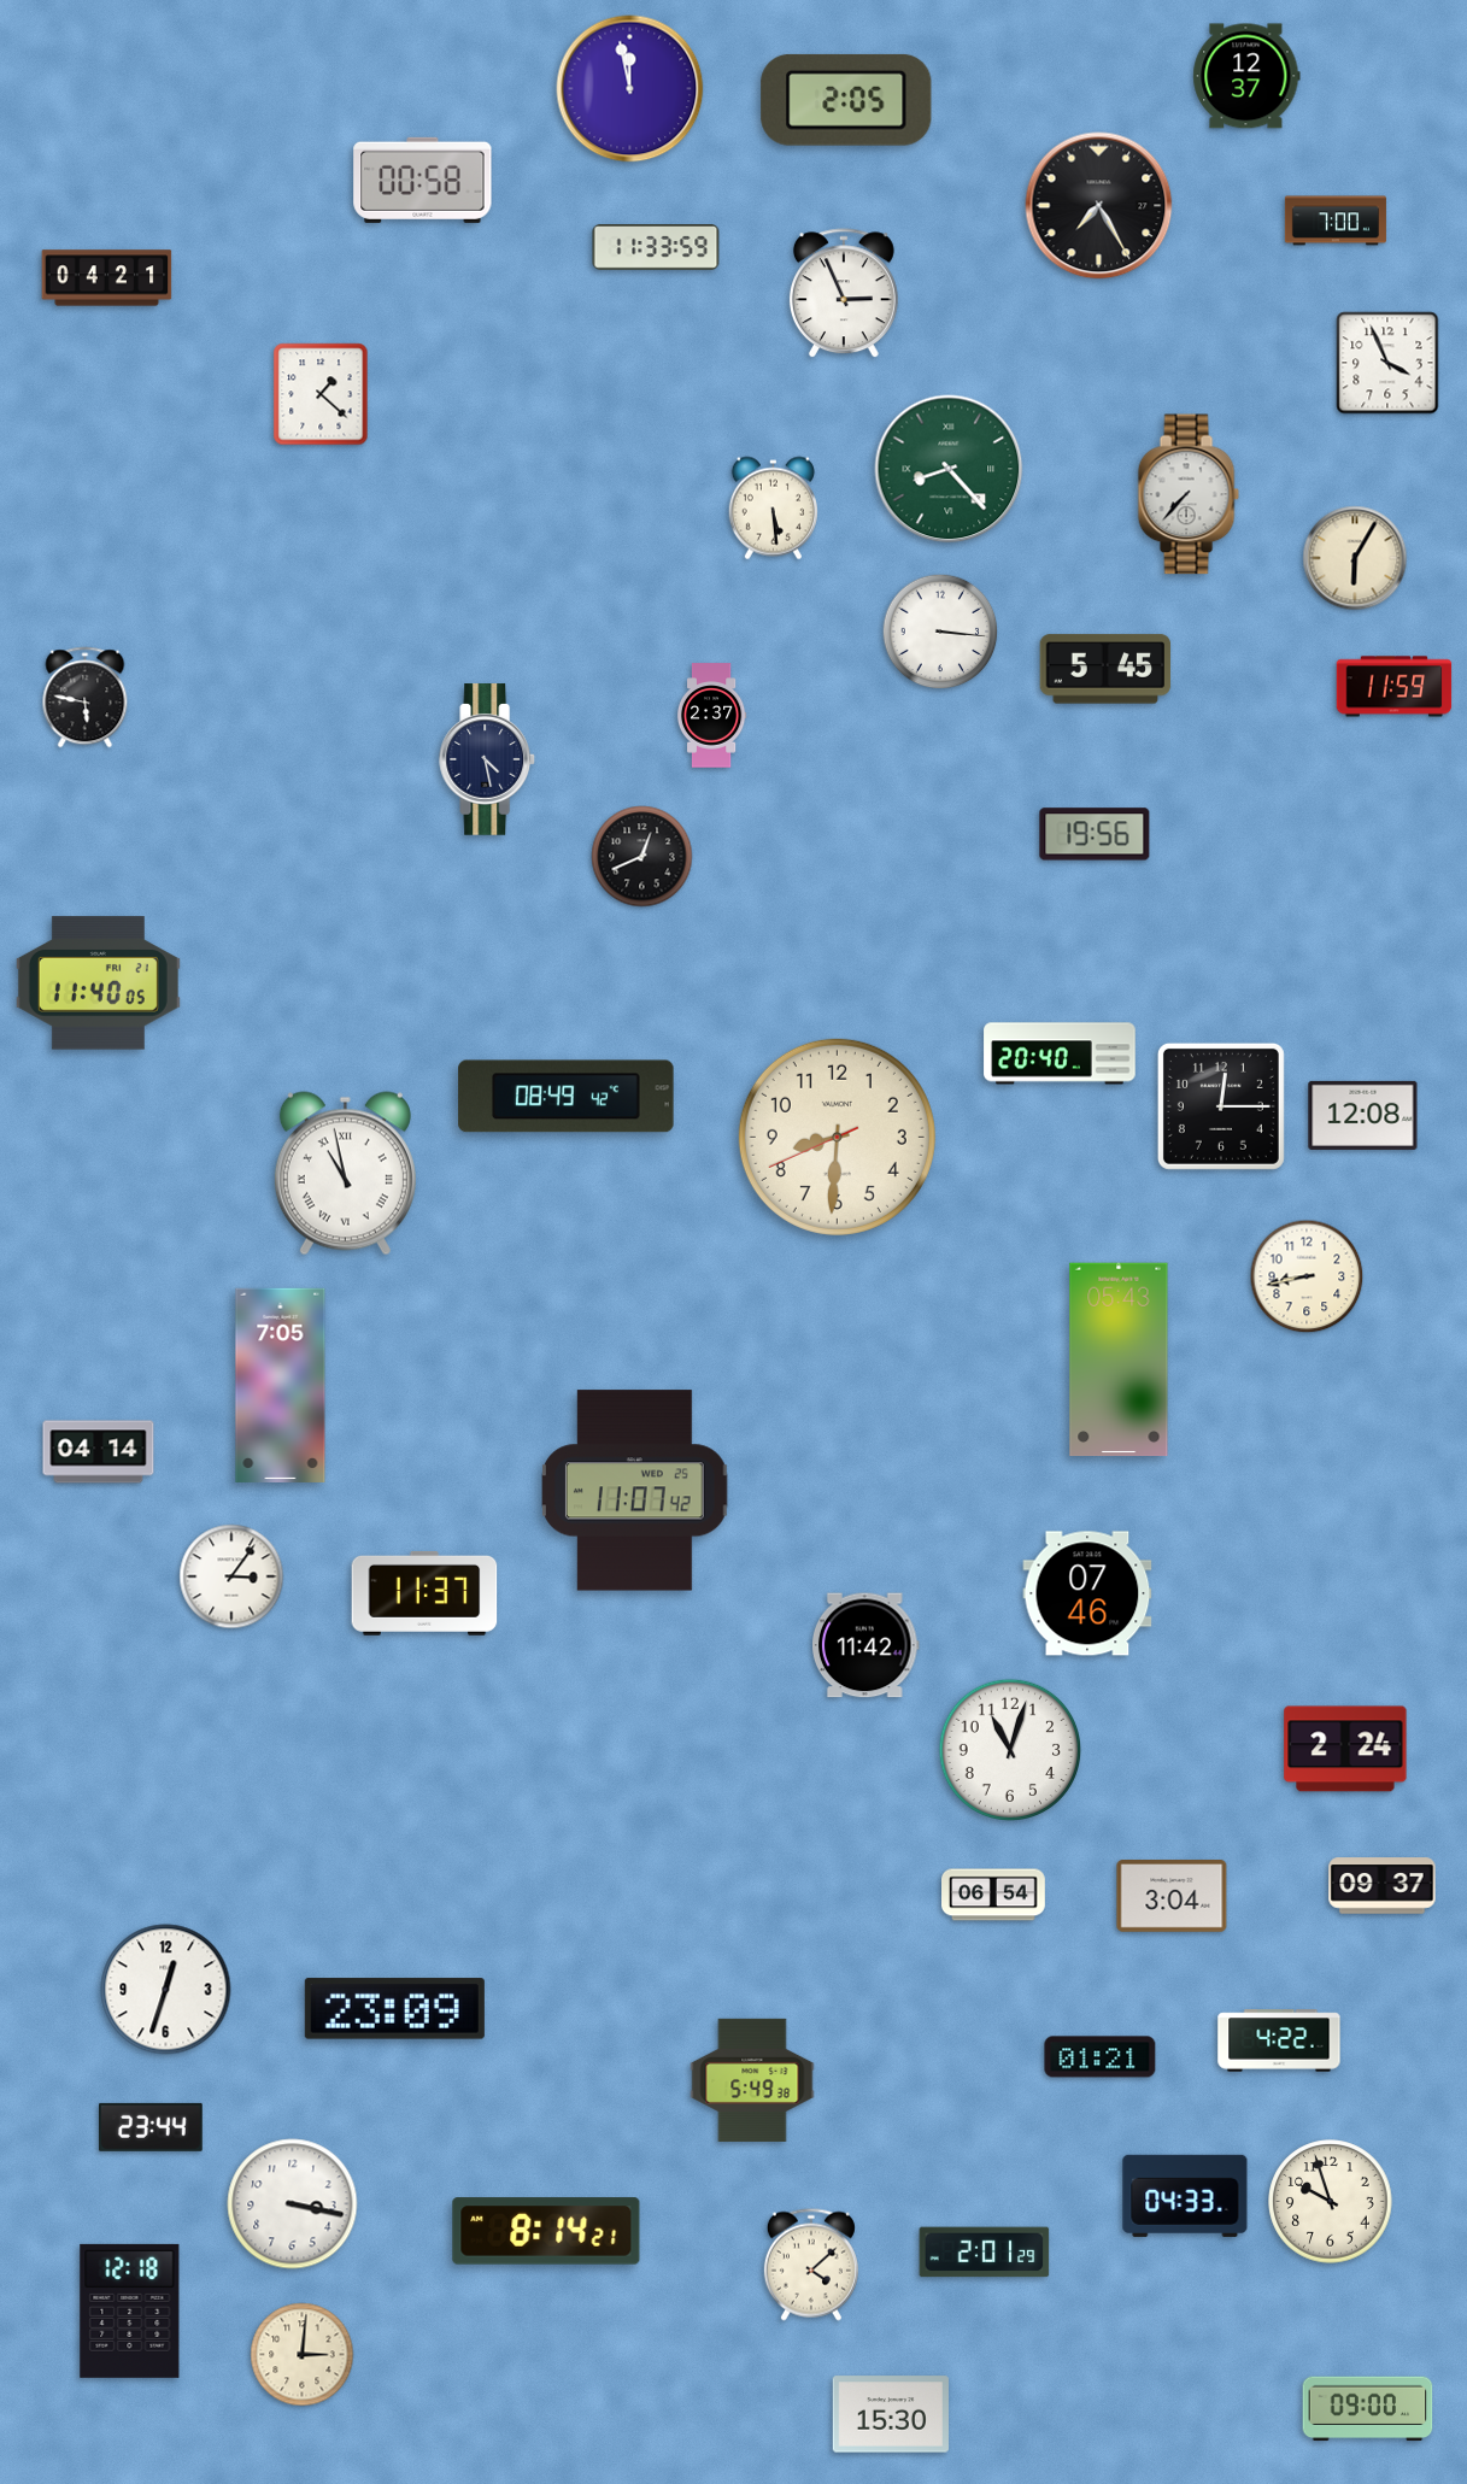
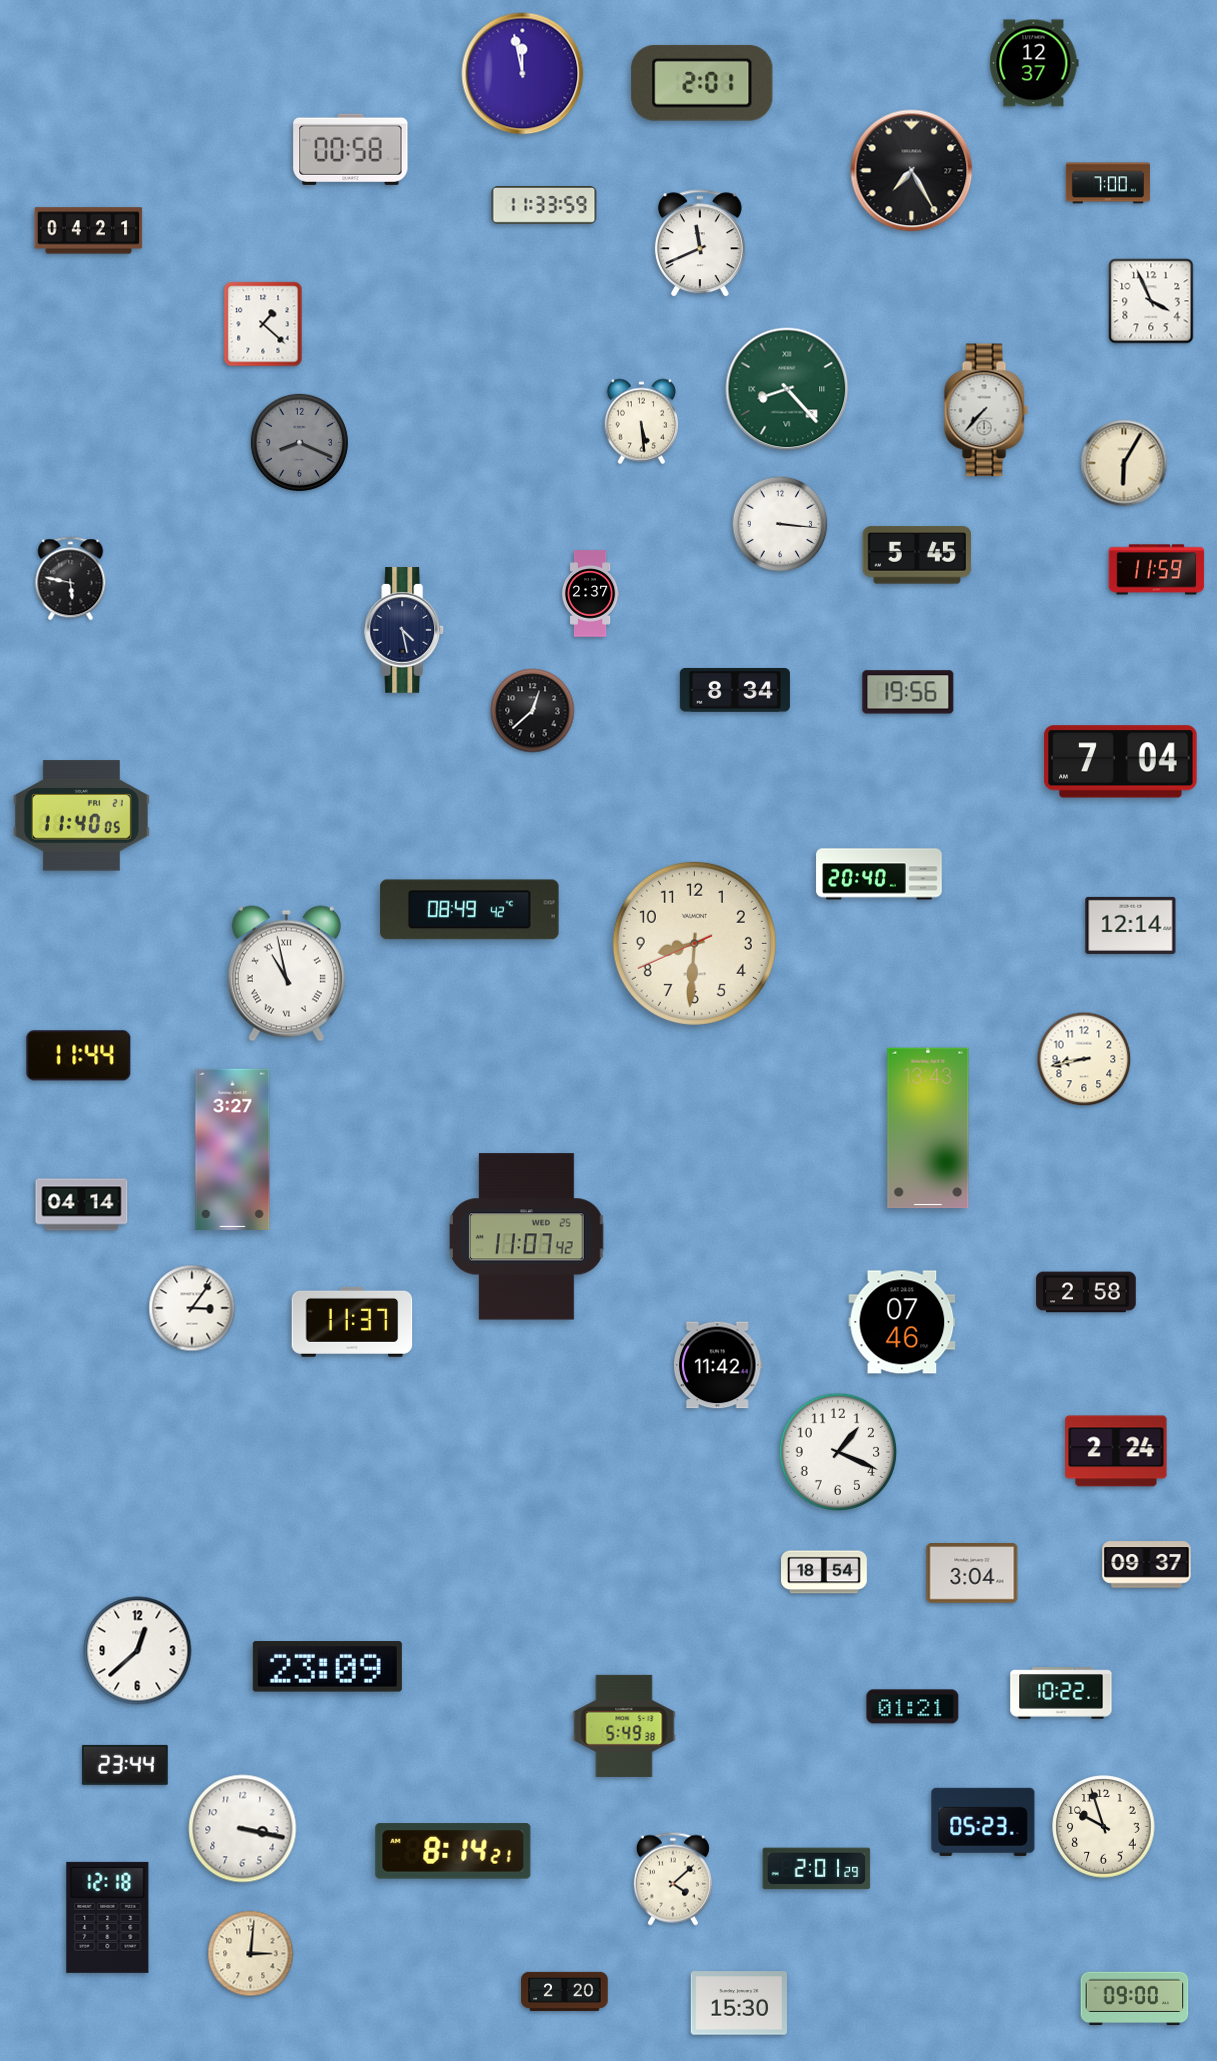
clock at (846, 100): 2:05 -> 2:01
clock at (844, 294): 2:56 -> 11:41
clock at (321, 394) position: (321, 394) -> (263, 324)
clock at (299, 442): none -> 8:19
clock at (735, 690): none -> 8:34
clock at (642, 857): 12:41 -> 12:38
clock at (1121, 762): none -> 7:04
clock at (1221, 1106): 12:15 -> none
clock at (1363, 1115): 12:08 -> 12:14
clock at (79, 1056): none -> 11:44
clock at (1119, 1360): 05:43 -> 13:43
clock at (281, 1385): 7:05 -> 3:27
clock at (1086, 1292): none -> 2:58
clock at (1010, 1750): 11:03 -> 1:19
clock at (994, 1895): 06:54 -> 18:54
clock at (166, 1990): 12:33 -> 12:38
clock at (1279, 2040): 4:22 -> 10:22
clock at (1185, 2196): 04:33 -> 05:23
clock at (565, 1991): none -> 2:20
